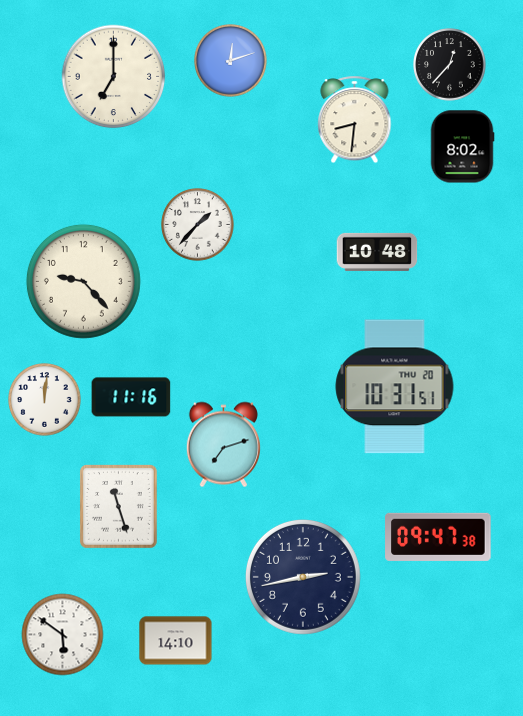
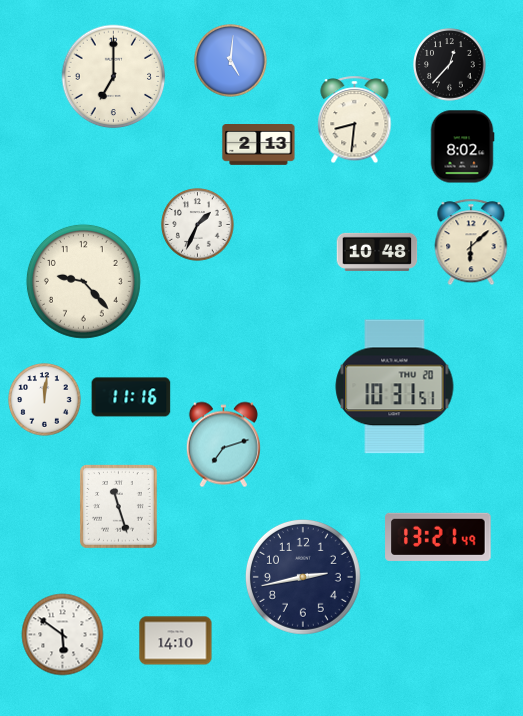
clock at (231, 61): 12:12 -> 5:01
clock at (259, 145): none -> 2:13
clock at (198, 225): 1:37 -> 1:34
clock at (471, 242): none -> 6:08
clock at (438, 537): 09:47 -> 13:21
